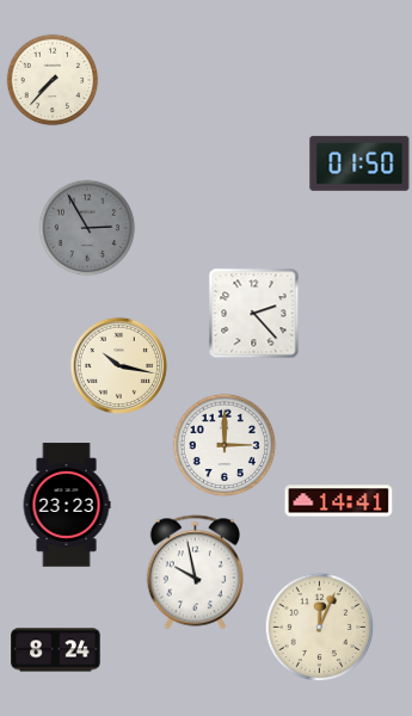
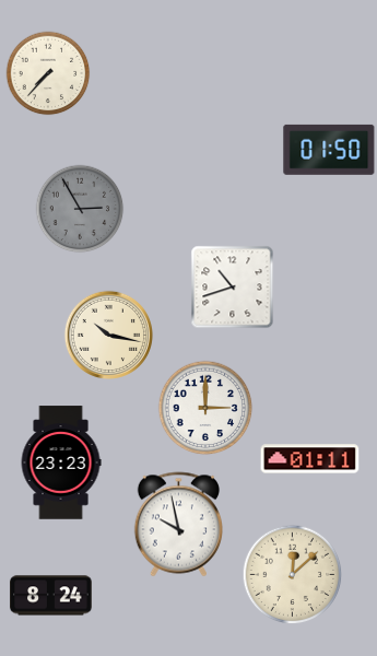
clock at (254, 314): 2:23 -> 10:42
clock at (339, 501): 14:41 -> 01:11
clock at (320, 628): 12:04 -> 12:08
